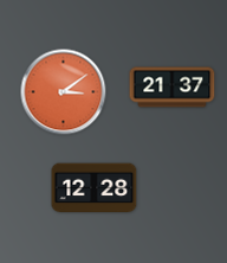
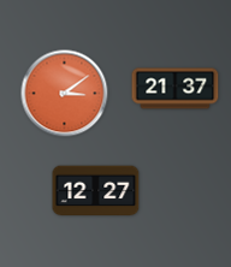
clock at (95, 188): 12:28 -> 12:27
